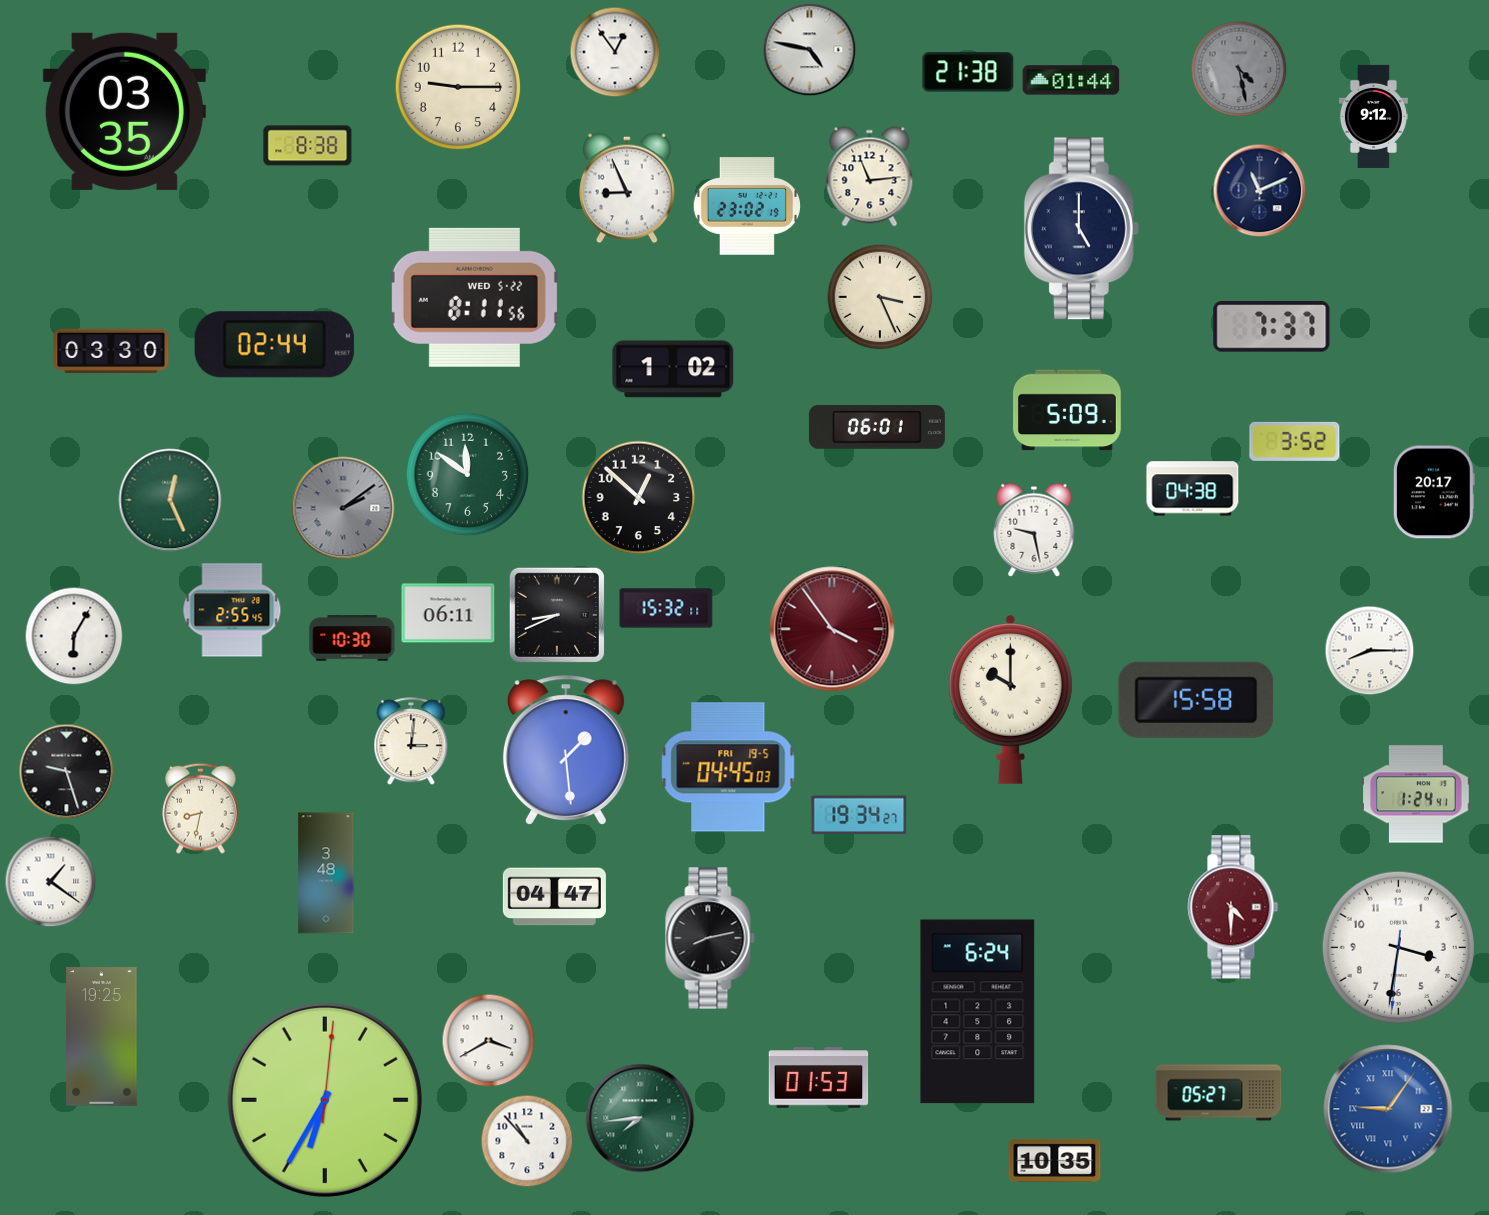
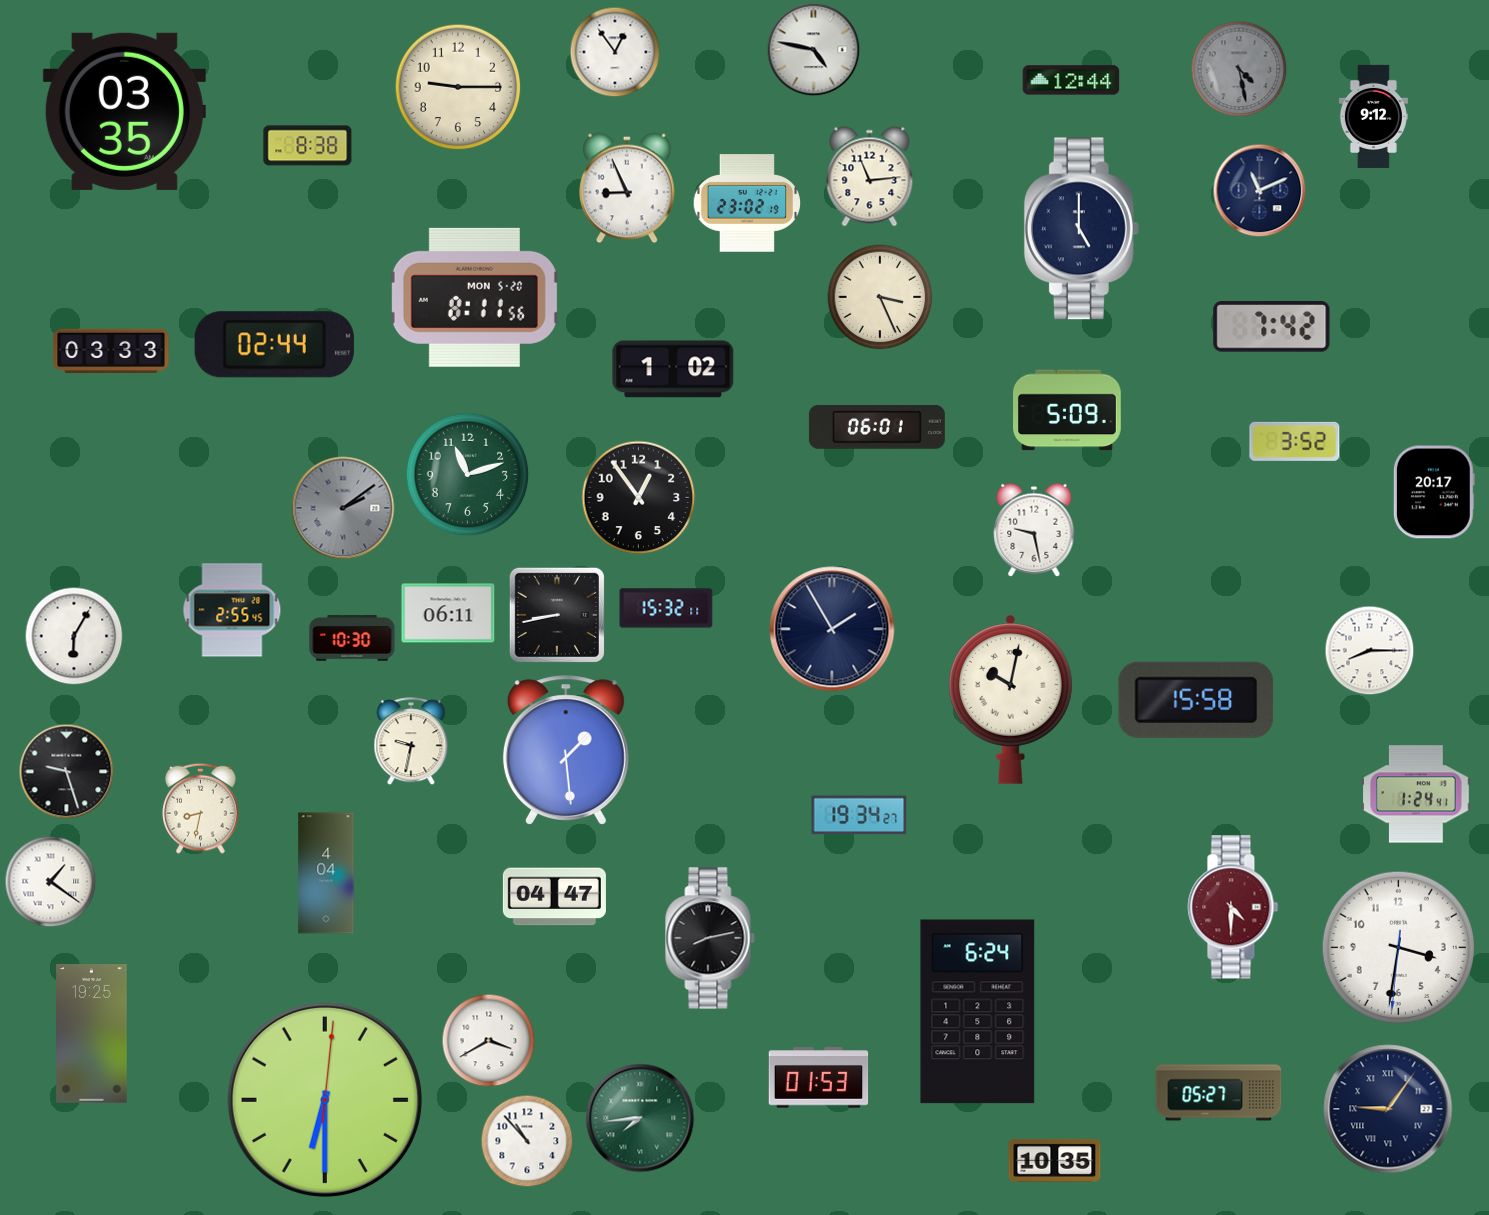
clock at (810, 50) position: (810, 50) -> (814, 50)
clock at (968, 72): 21:38 -> none
clock at (1071, 80): 01:44 -> 12:44
clock at (746, 206) position: (746, 206) -> (746, 203)
clock at (474, 297) date: WED 5-22 -> MON 5-20
clock at (1272, 327): 7:37 -> 7:42
clock at (111, 351): 03:30 -> 03:33
clock at (468, 475): 11:51 -> 11:12
clock at (1193, 489): 04:38 -> none
clock at (639, 498): 12:52 -> 12:54
clock at (170, 500): 12:26 -> none
clock at (557, 615): 8:41 -> 8:43
clock at (832, 629): 3:54 -> 1:55
clock at (832, 629) dial: burgundy -> navy
clock at (1010, 700): 10:00 -> 10:02
clock at (411, 742): 3:01 -> 9:32
clock at (728, 767): 04:45 -> none
clock at (326, 873): 3:48 -> 4:04
clock at (102, 1037) position: (102, 1037) -> (92, 1034)
clock at (324, 1099): 6:35 -> 6:30
clock at (1388, 1109) dial: blue -> navy
